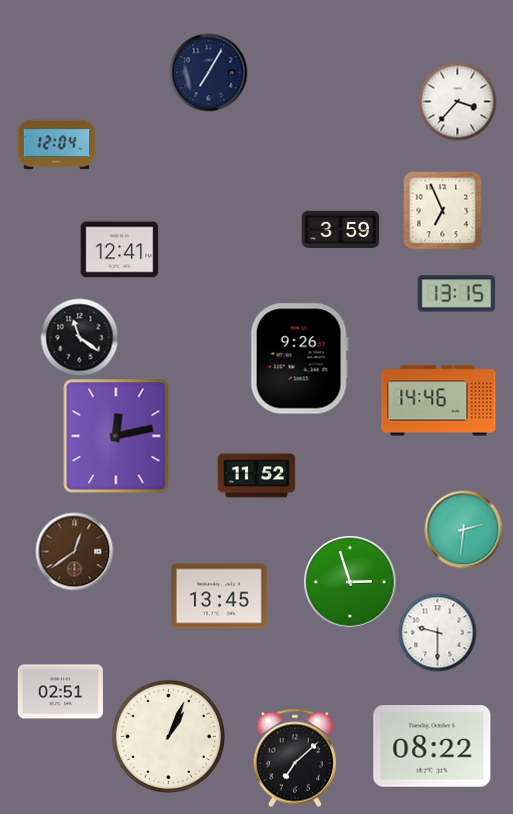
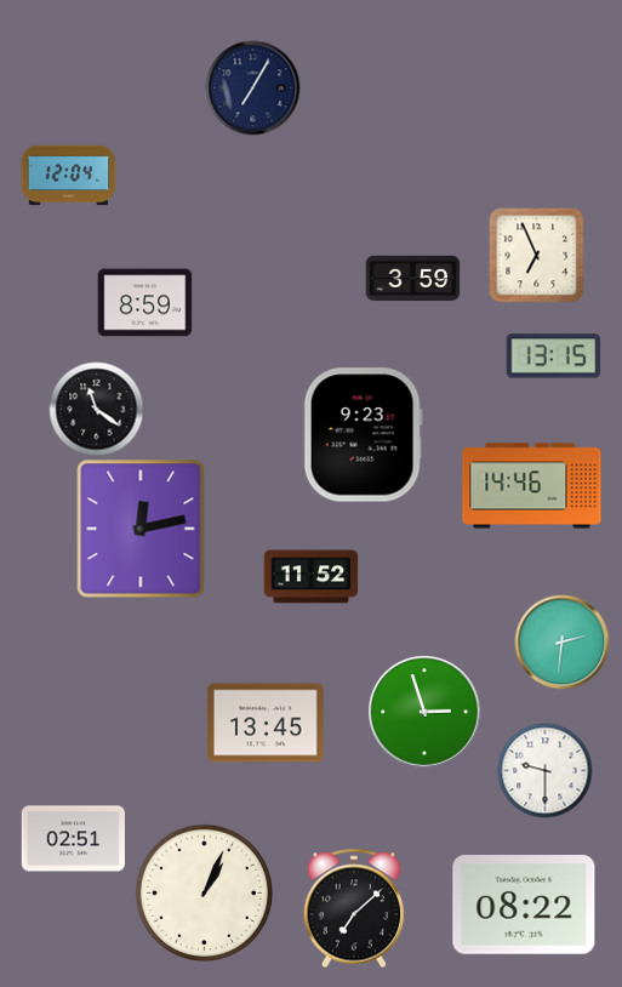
clock at (457, 101): 3:37 -> none
clock at (119, 250): 12:41 -> 8:59
clock at (299, 359): 9:26 -> 9:23
clock at (74, 551): 12:39 -> none
clock at (350, 582) position: (350, 582) -> (424, 712)
clock at (437, 632) position: (437, 632) -> (544, 770)
clock at (295, 758) position: (295, 758) -> (354, 908)
